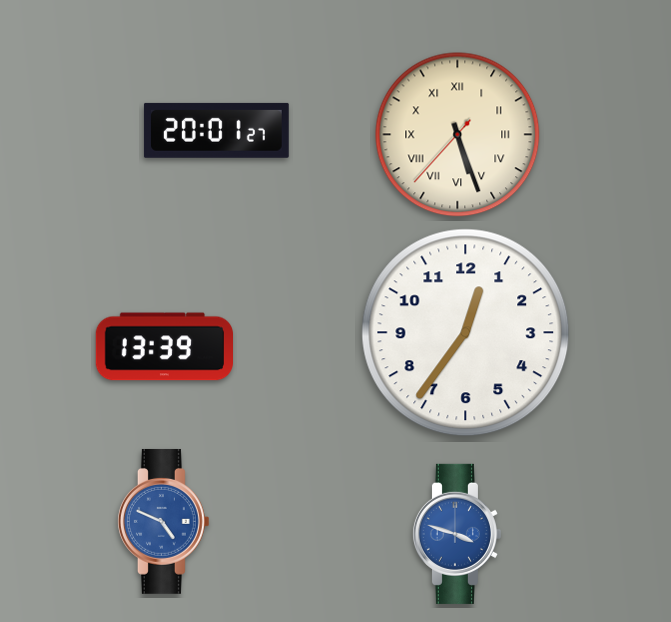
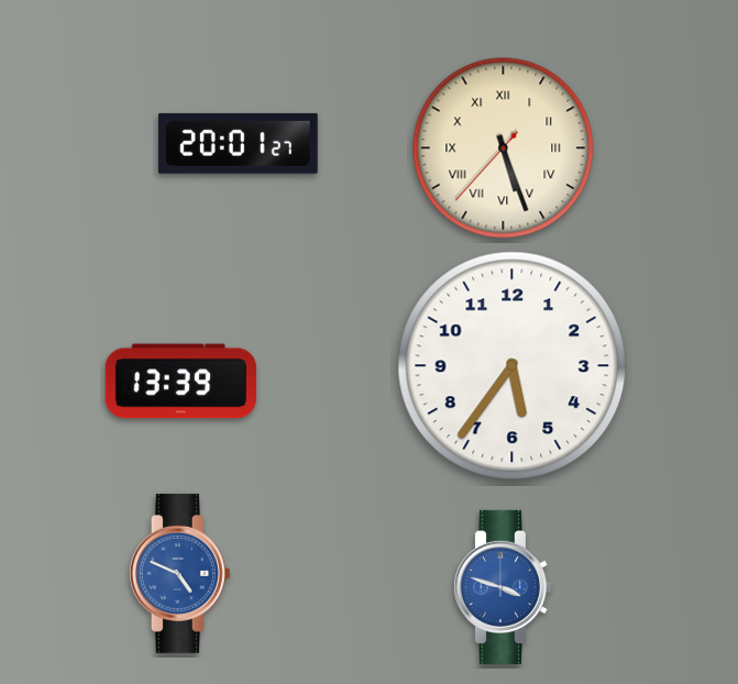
clock at (466, 333): 12:36 -> 5:36
